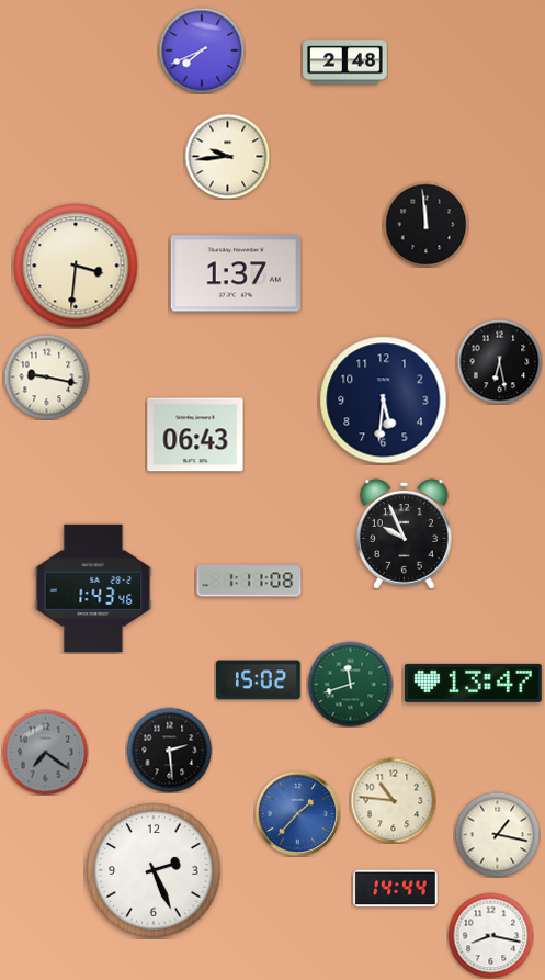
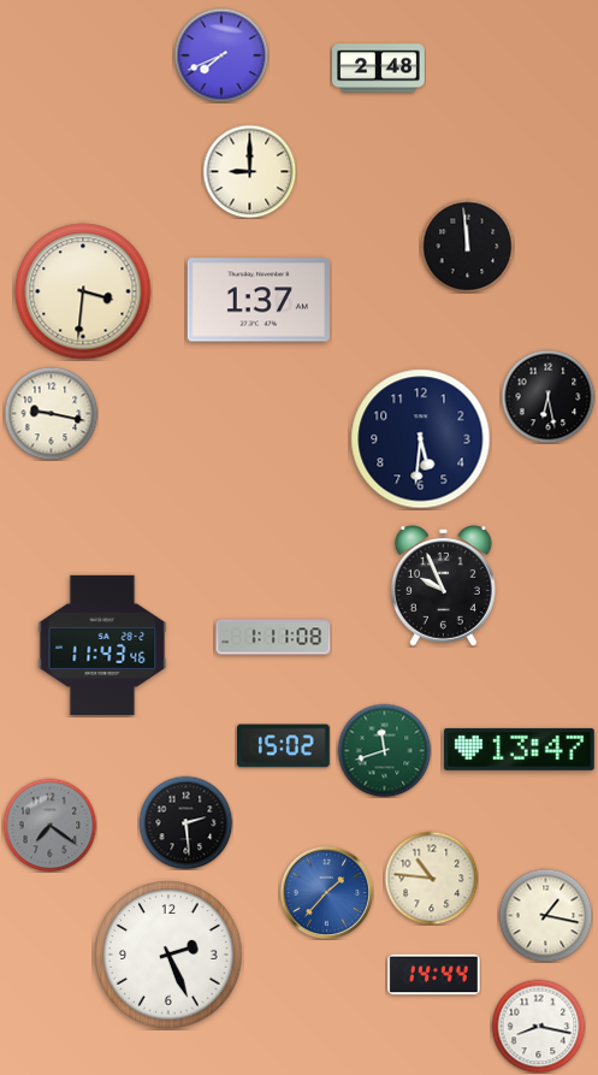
clock at (227, 156): 9:44 -> 9:00
clock at (195, 435): 06:43 -> none
clock at (93, 588): 1:43 -> 11:43
